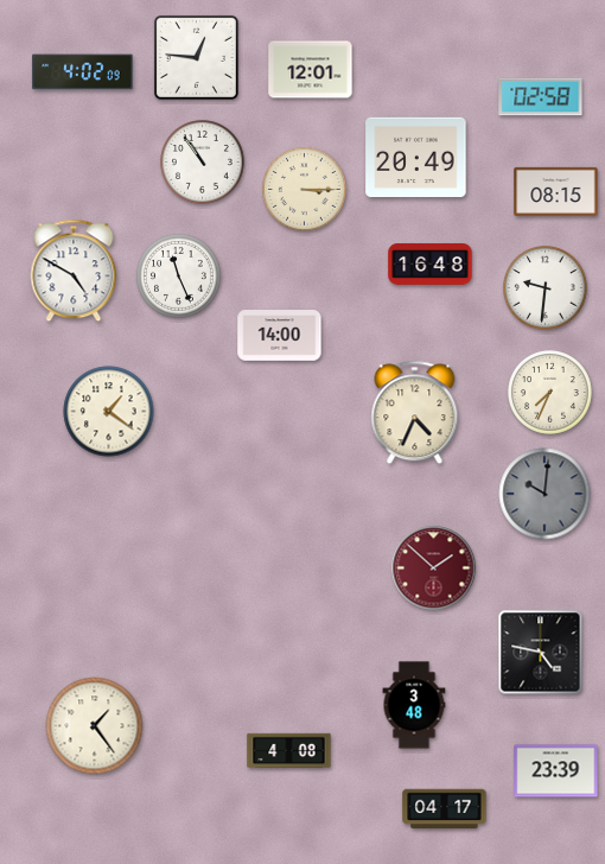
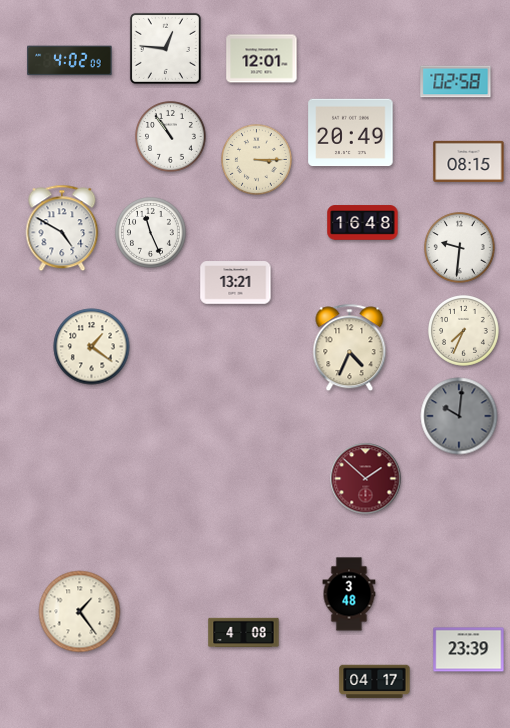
clock at (546, 288) position: (546, 288) -> (460, 248)
clock at (280, 336): 14:00 -> 13:21
clock at (541, 653): 4:47 -> none
